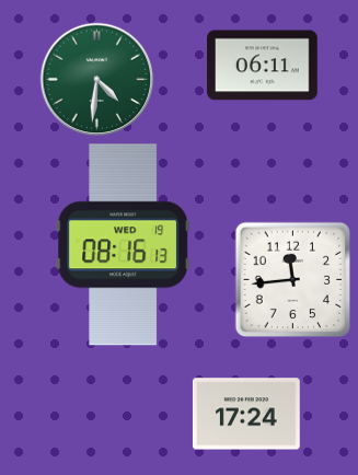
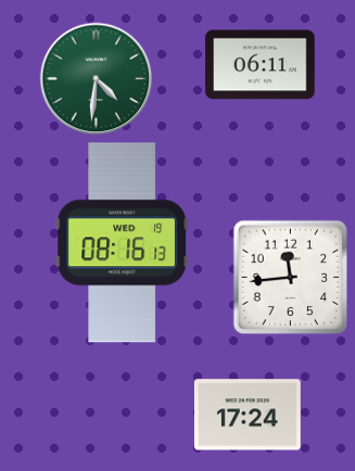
clock at (246, 414) position: (246, 414) -> (248, 415)
